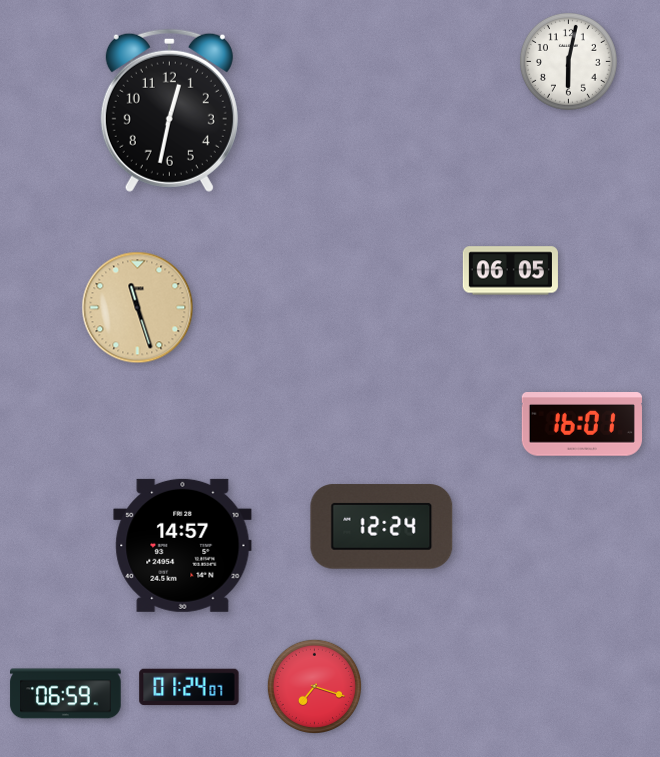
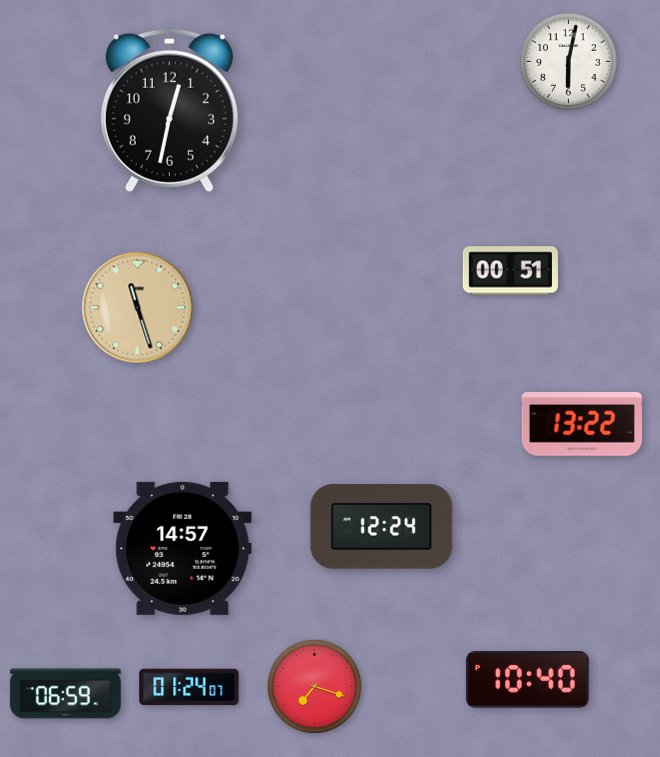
clock at (510, 271): 06:05 -> 00:51
clock at (582, 425): 16:01 -> 13:22
clock at (183, 545) position: (183, 545) -> (183, 548)
clock at (527, 680): none -> 10:40
